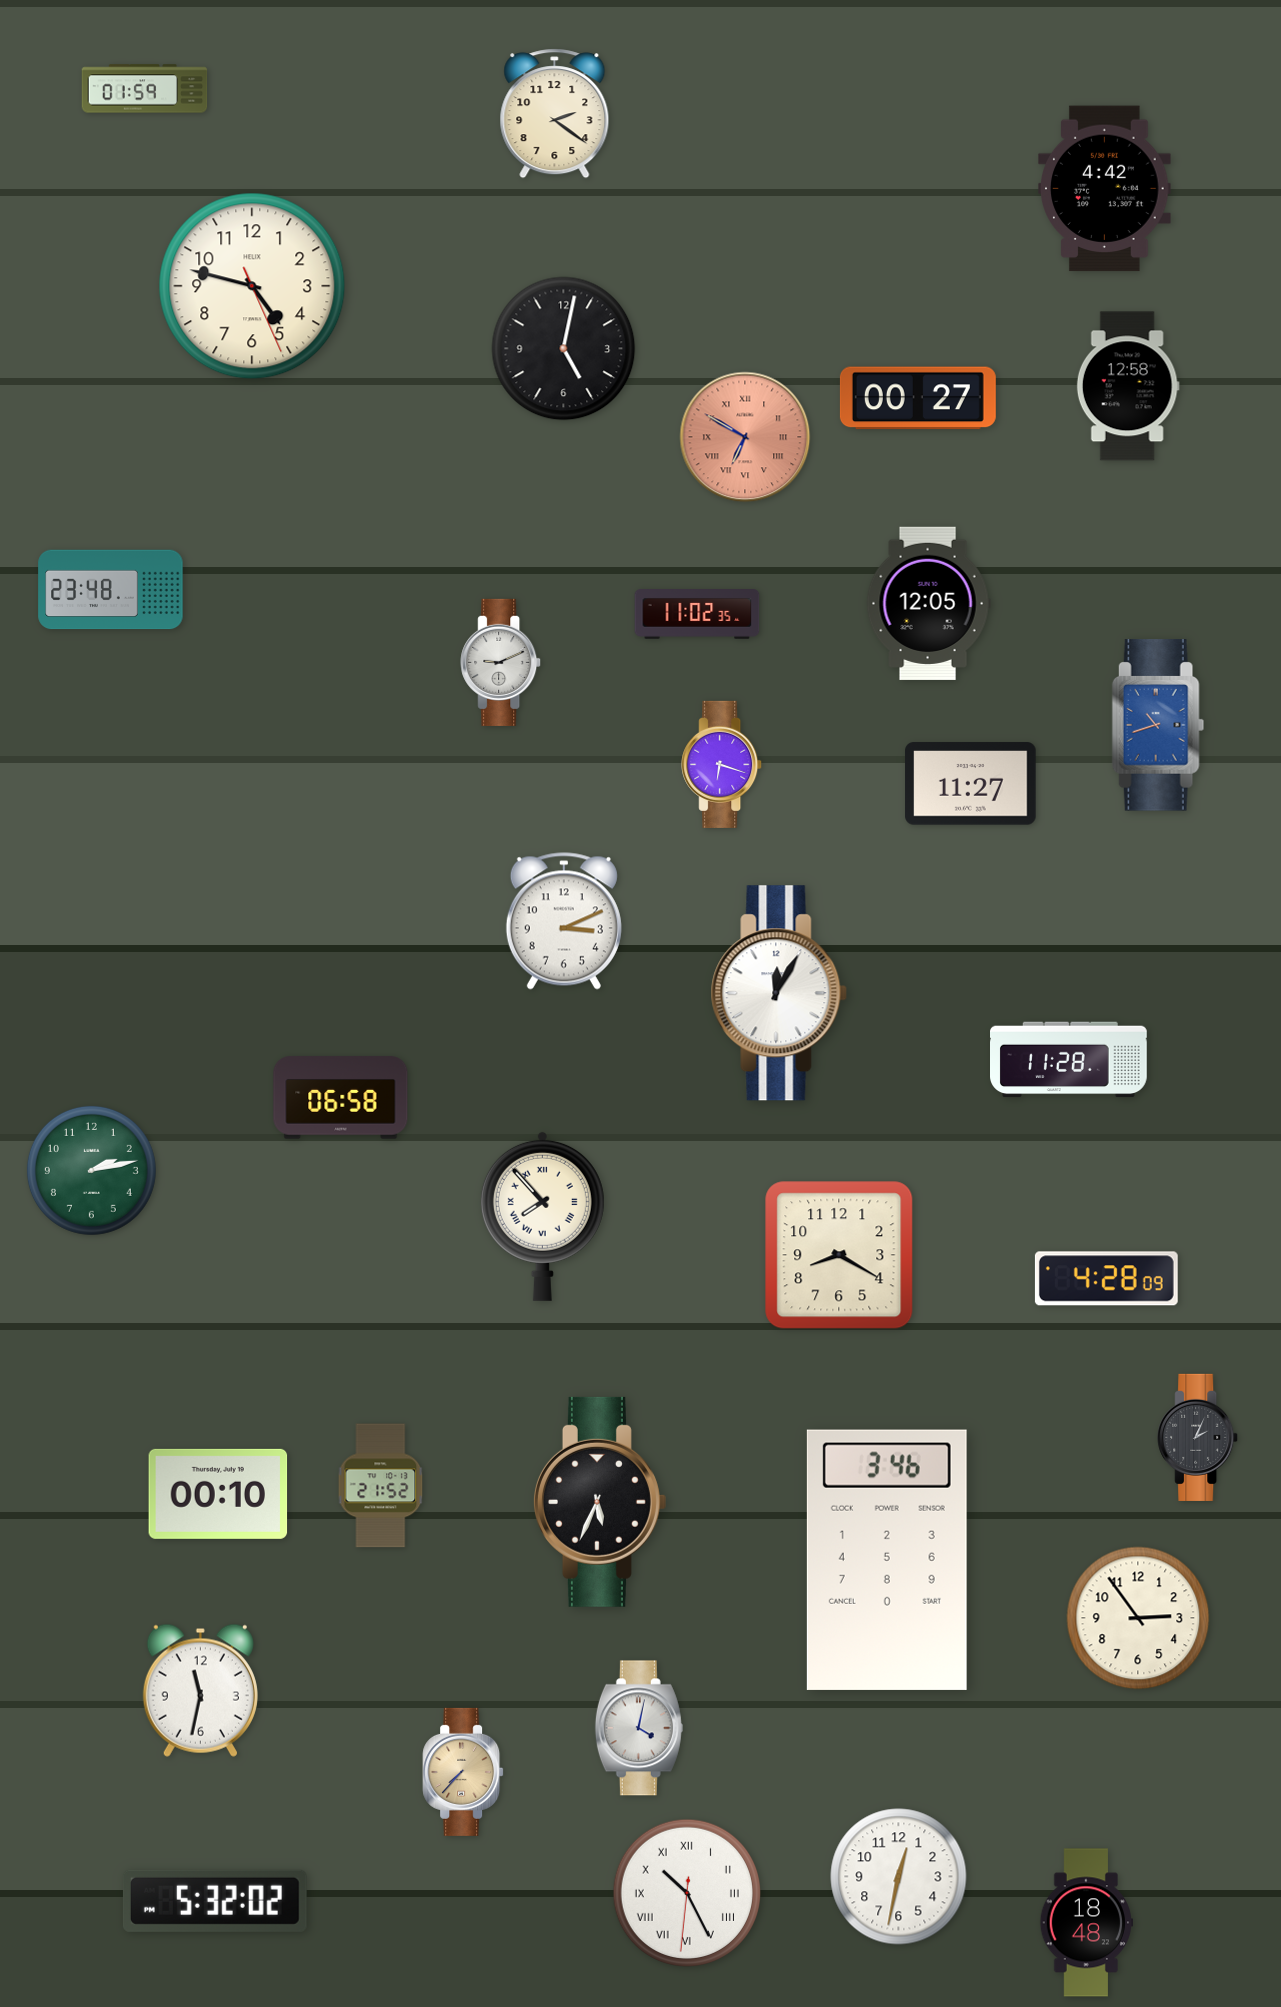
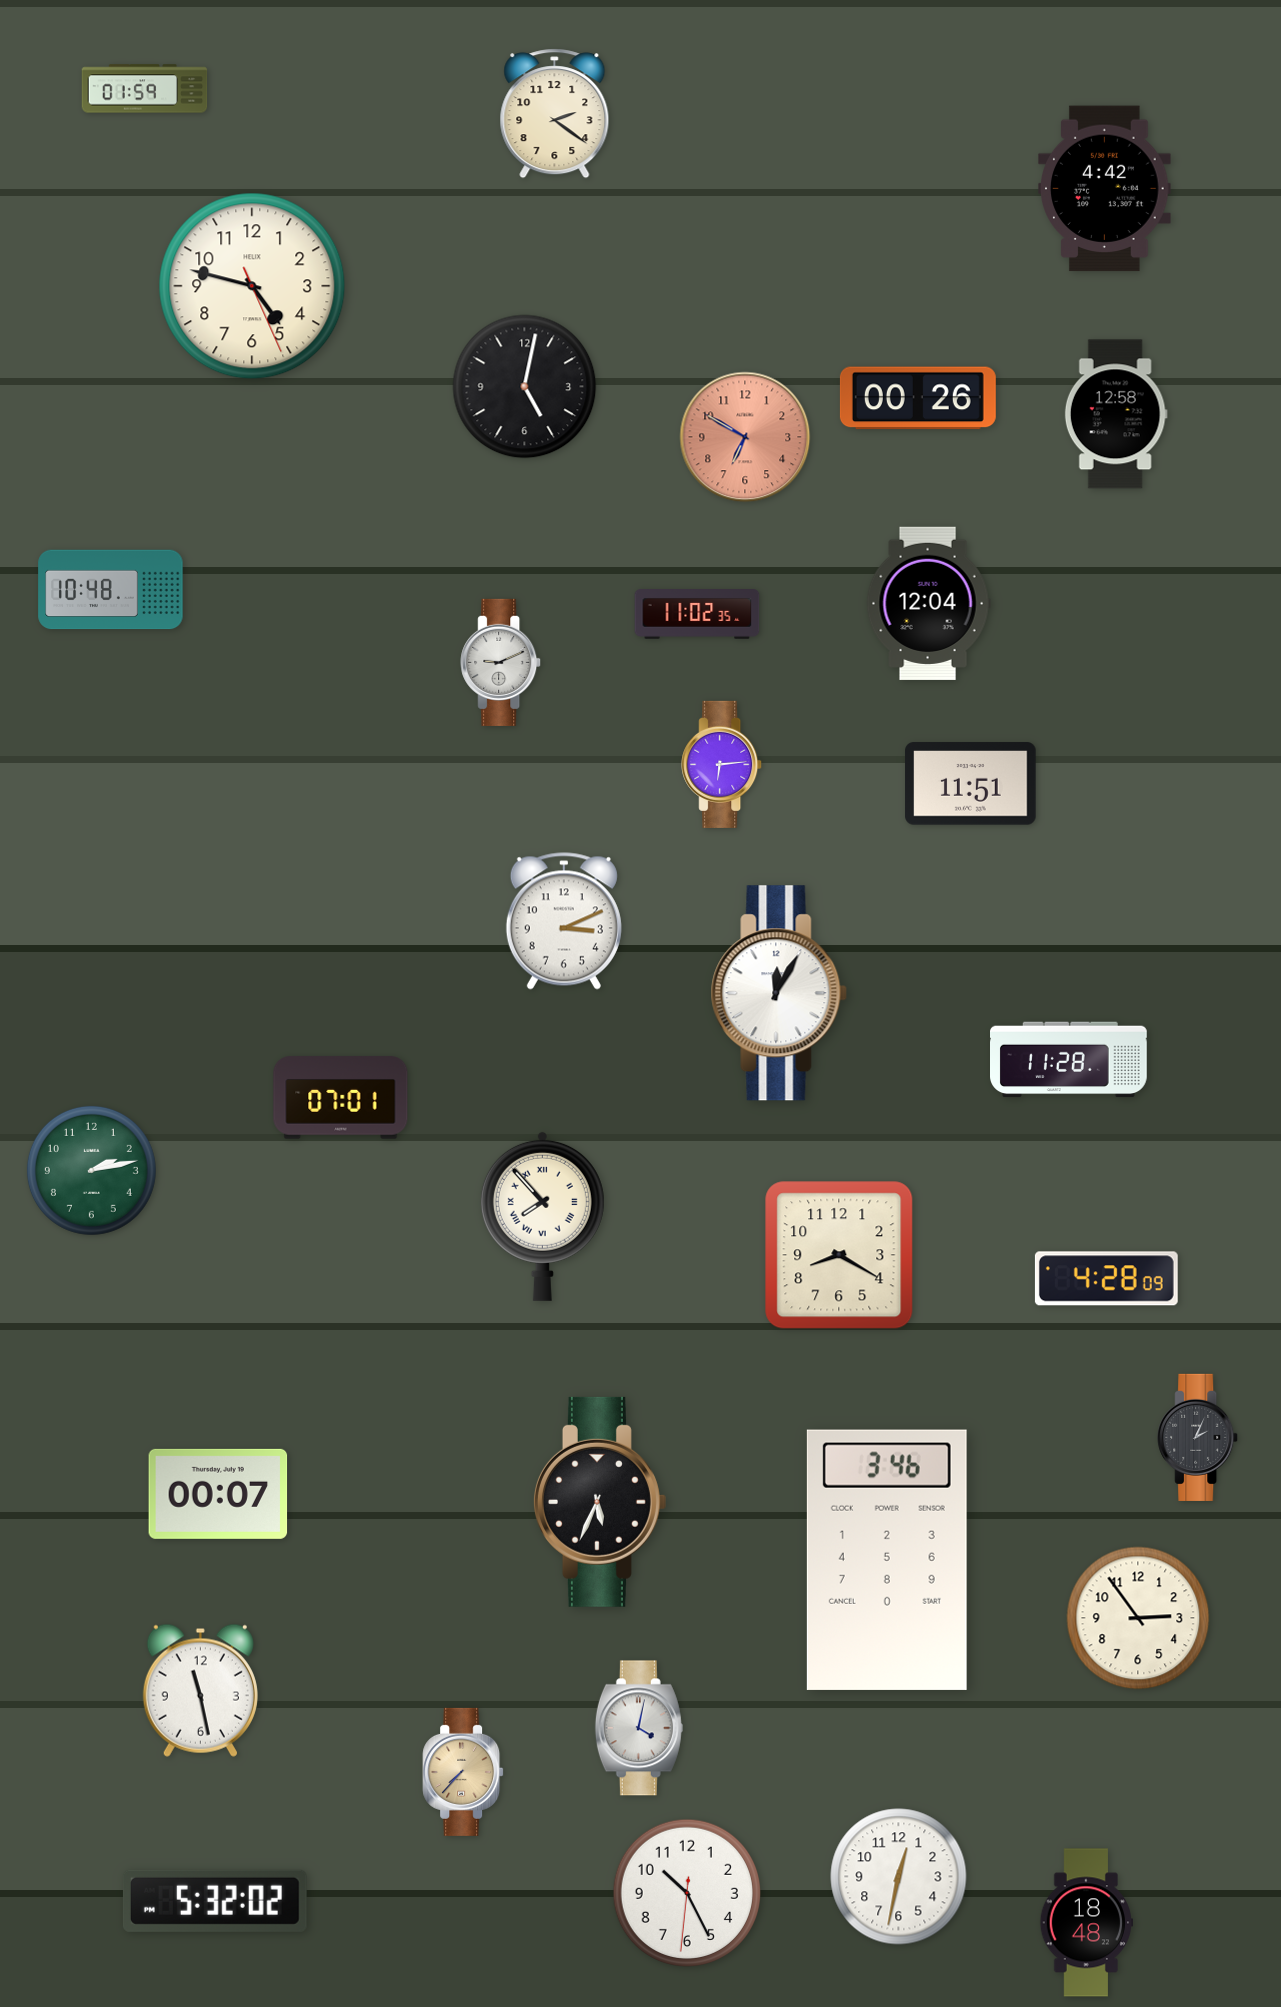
clock at (564, 349) position: (564, 349) -> (525, 387)
clock at (1128, 386) position: (1128, 386) -> (1116, 414)
clock at (918, 398): 00:27 -> 00:26
clock at (745, 437) numerals: Roman -> Arabic
clock at (111, 590): 23:48 -> 10:48
clock at (928, 603): 12:05 -> 12:04
clock at (1158, 725): 10:42 -> none
clock at (722, 764): 6:18 -> 6:14
clock at (971, 784): 11:27 -> 11:51
clock at (341, 1098): 06:58 -> 07:01
clock at (381, 1486): 21:52 -> none
clock at (218, 1494): 00:10 -> 00:07
clock at (200, 1690): 11:32 -> 11:28
clock at (686, 1892) numerals: Roman -> Arabic
